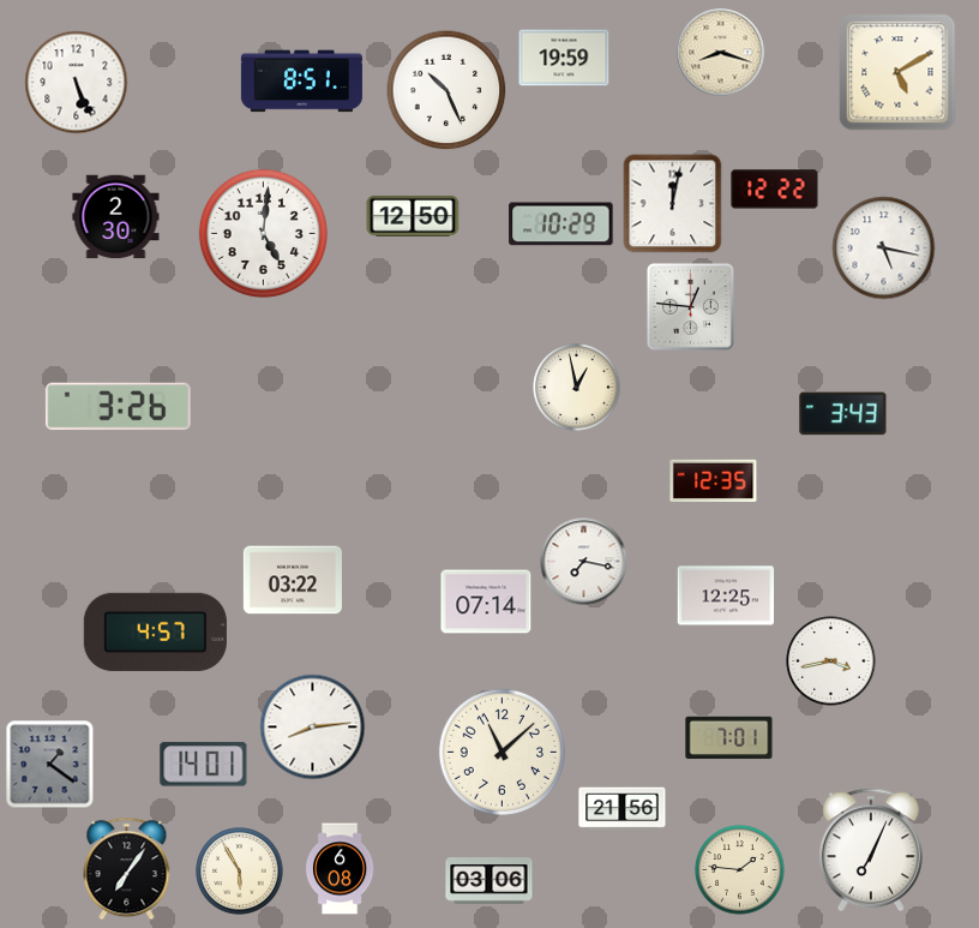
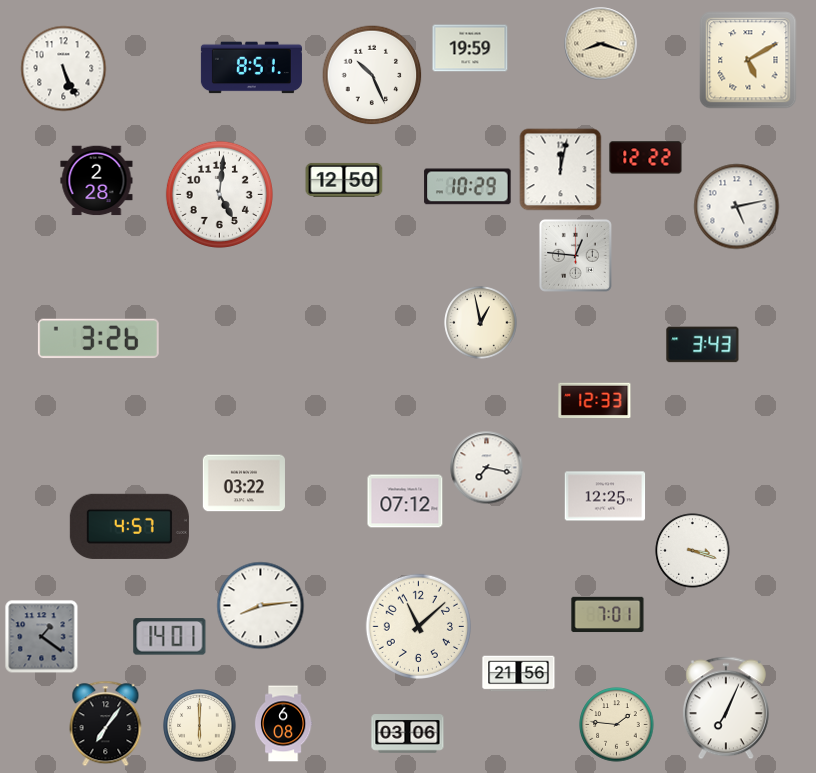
clock at (116, 217): 2:30 -> 2:28
clock at (884, 249): 5:17 -> 5:13
clock at (714, 480): 12:35 -> 12:33
clock at (486, 601): 07:14 -> 07:12
clock at (831, 661): 3:43 -> 3:18
clock at (240, 872): 5:55 -> 6:00
